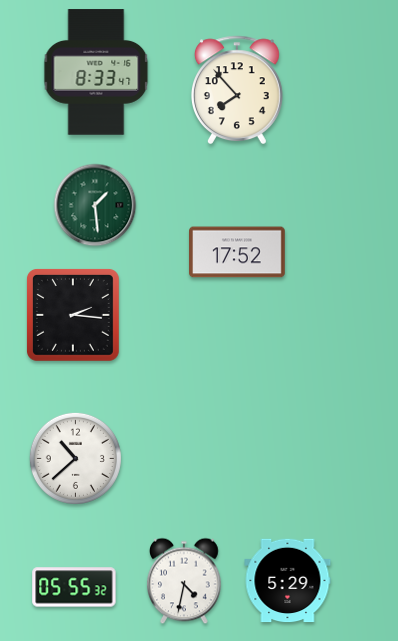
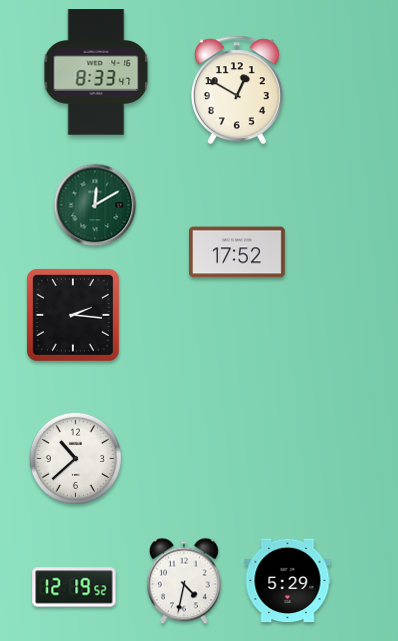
clock at (237, 90): 7:53 -> 12:50
clock at (95, 205): 1:29 -> 12:10
clock at (74, 587): 05:55 -> 12:19
